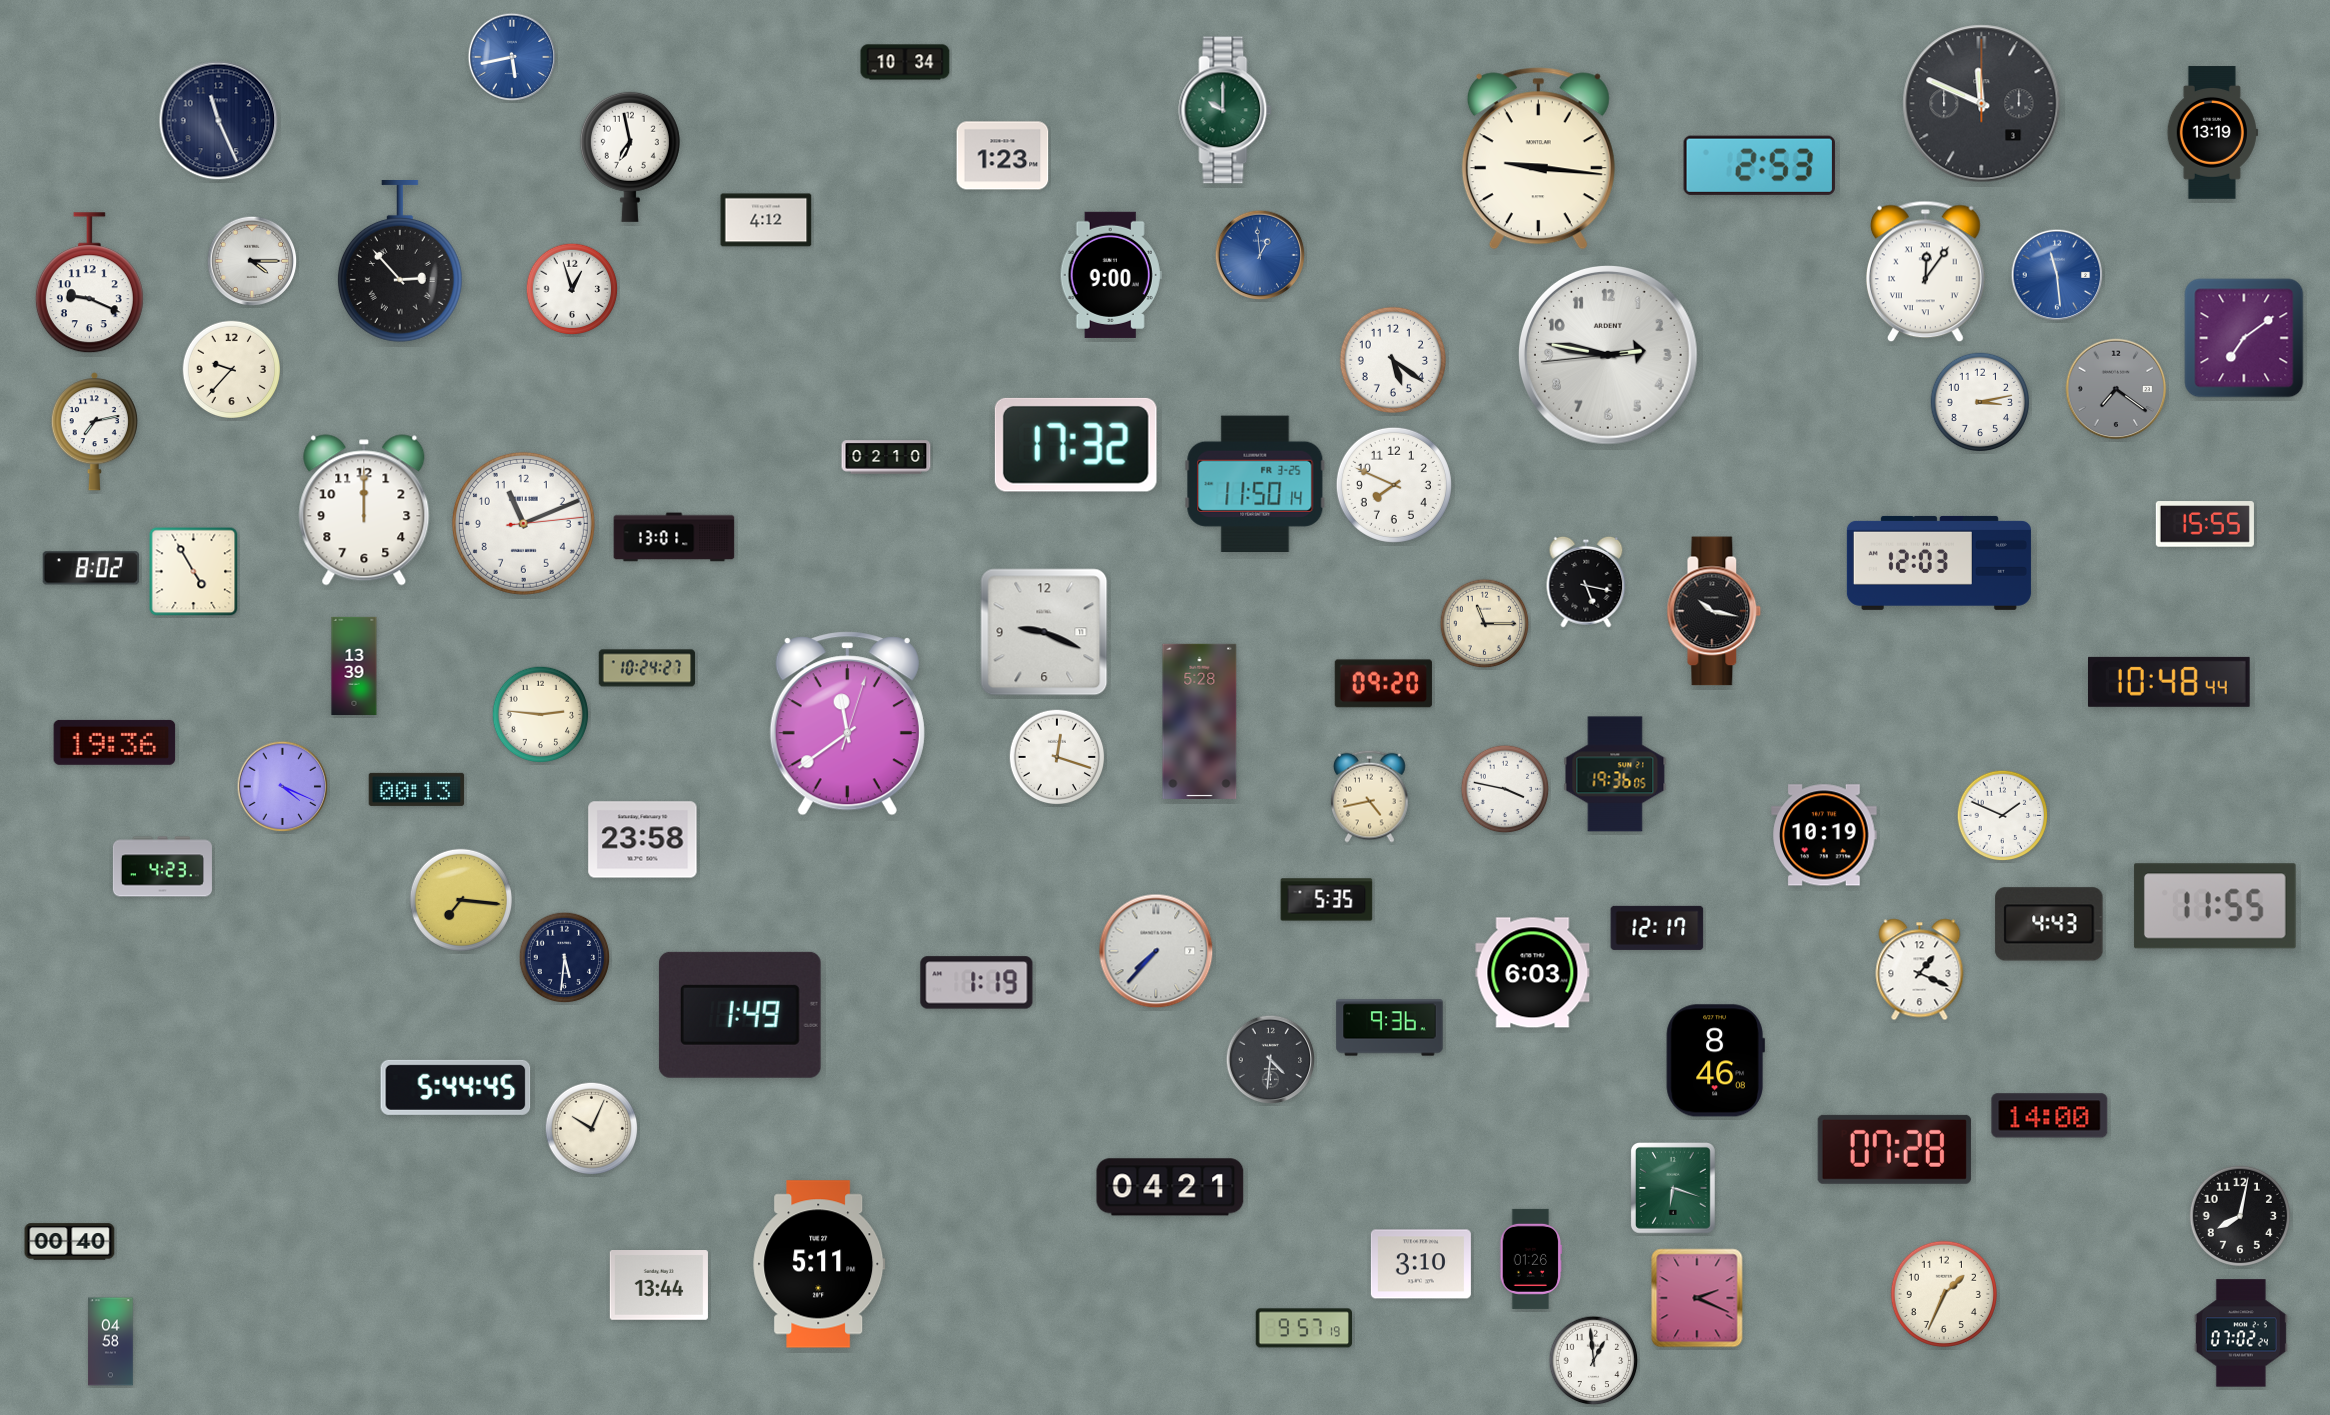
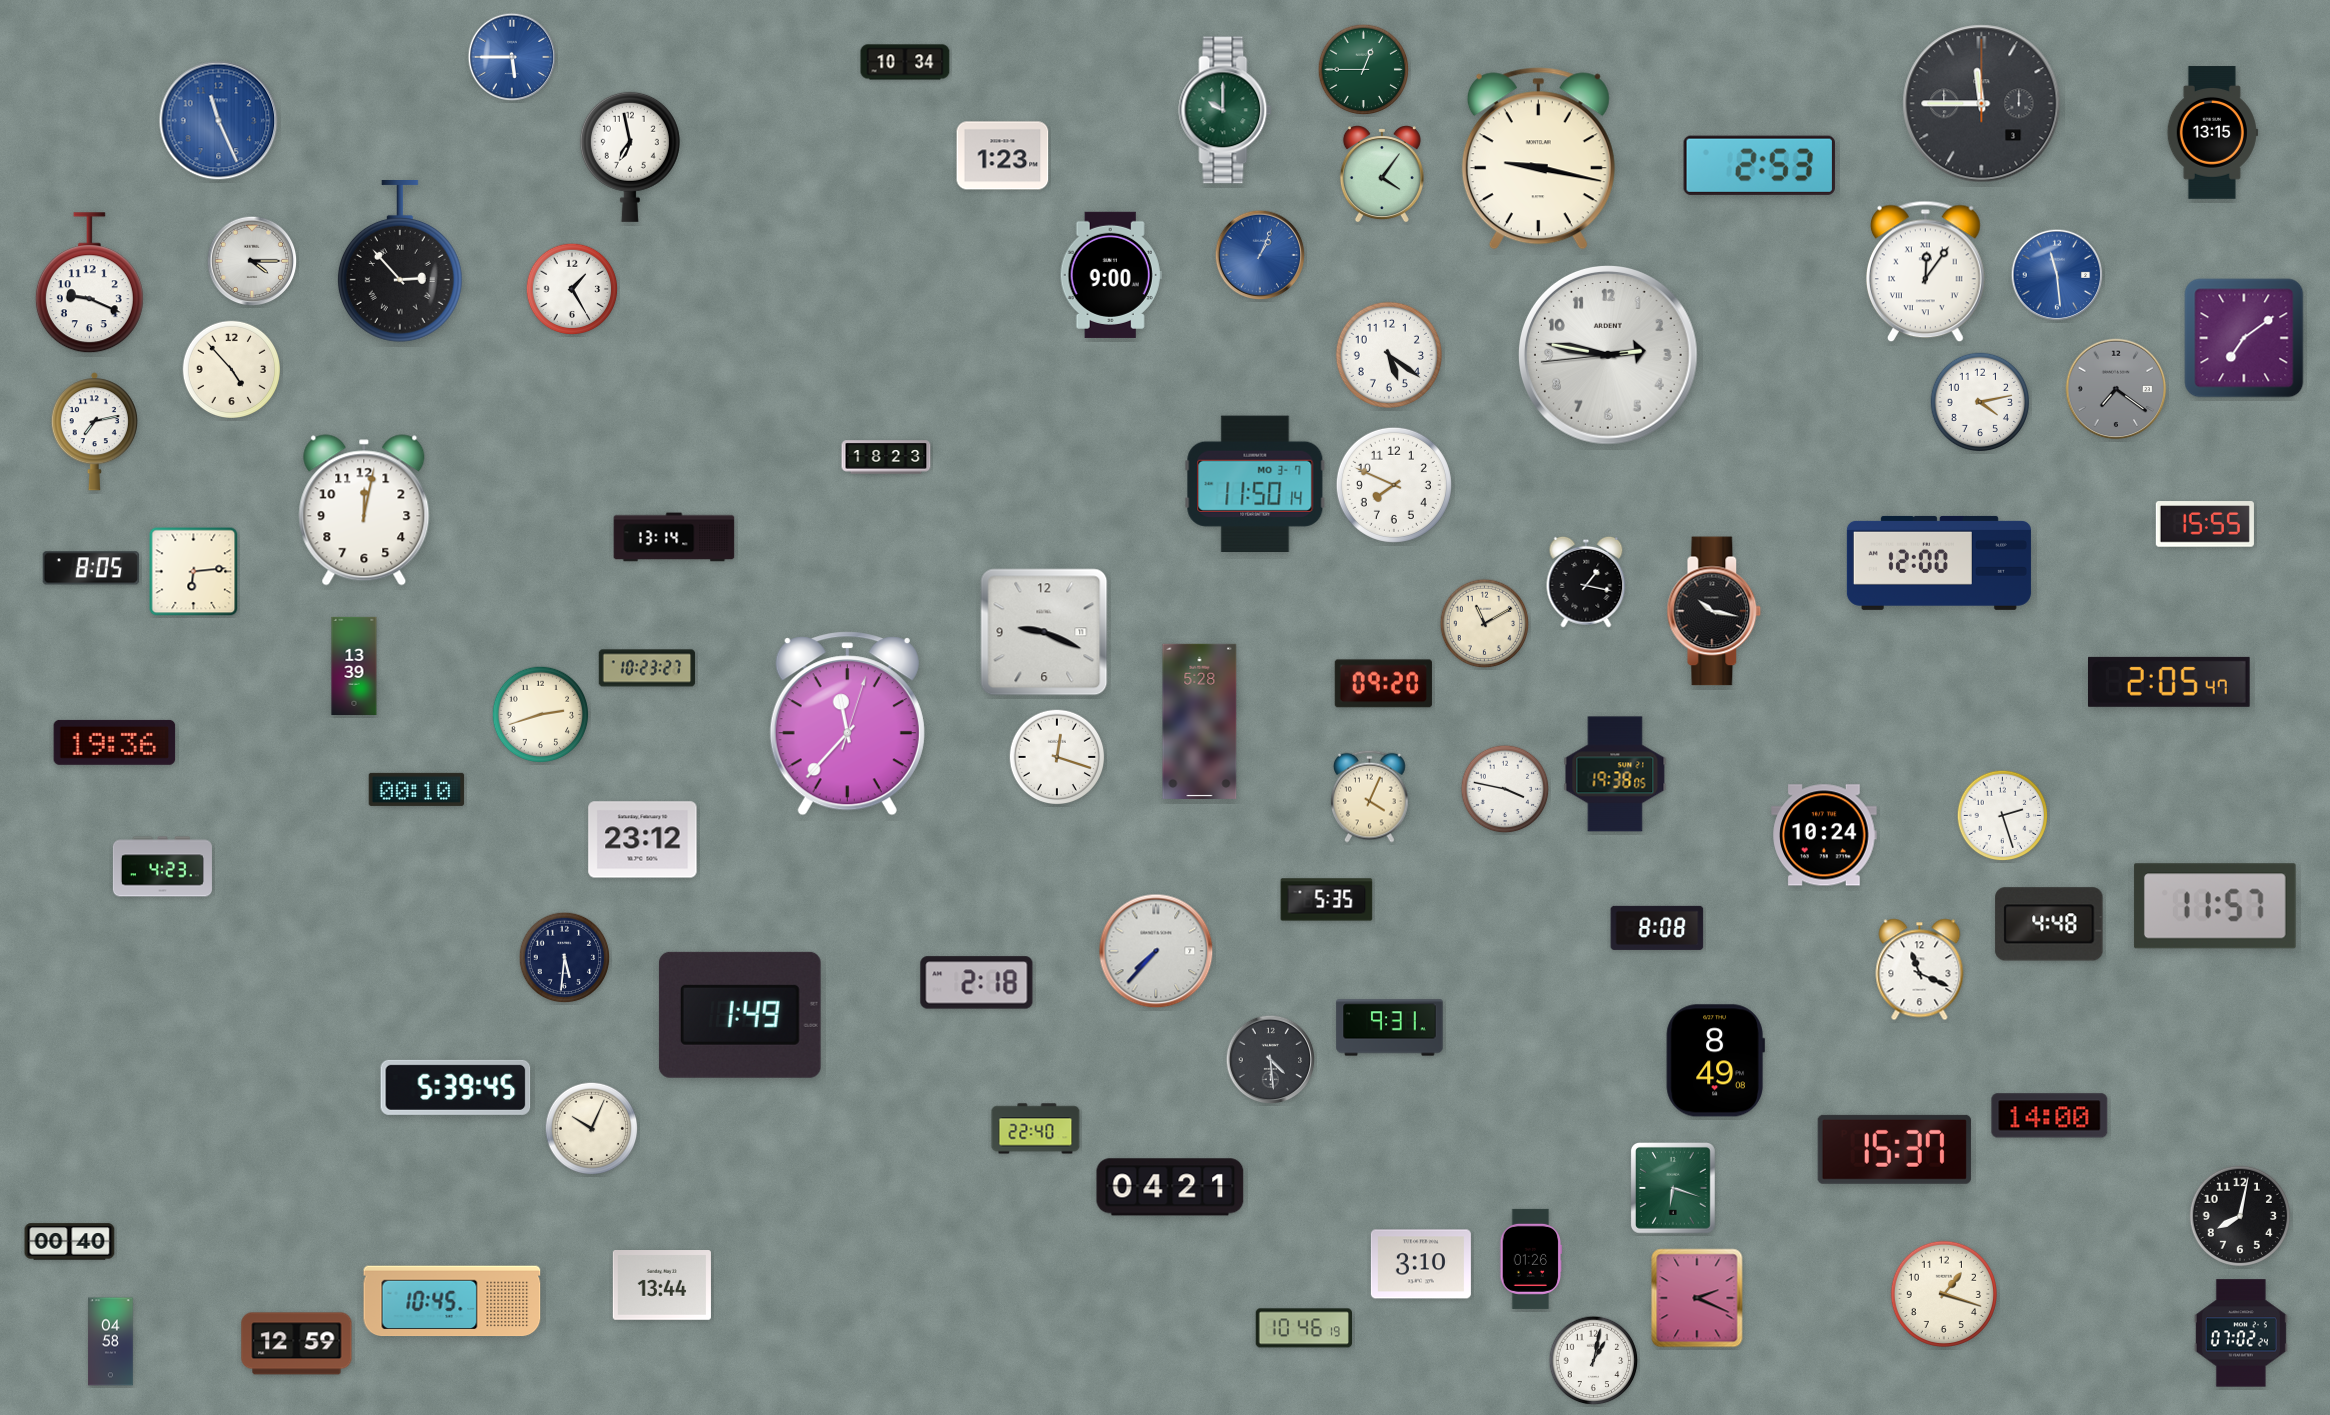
clock at (512, 57): 5:43 -> 5:45
clock at (1364, 70): none -> 12:45
clock at (1982, 104): 11:49 -> 11:45
clock at (219, 121) dial: navy -> blue
clock at (2212, 133): 13:19 -> 13:15
clock at (1538, 159): 9:16 -> 9:17
clock at (1382, 174): none -> 4:06
clock at (766, 220): 4:12 -> none
clock at (1260, 255): 12:59 -> 1:04
clock at (572, 289): 12:57 -> 1:25
clock at (1393, 360) position: (1393, 360) -> (1389, 355)
clock at (231, 369): 9:37 -> 4:53
clock at (1979, 401): 3:13 -> 4:13
clock at (1076, 445): 17:32 -> none
clock at (886, 457): 02:10 -> 18:23
clock at (1255, 483) date: FR 3-25 -> MO 3-7
clock at (364, 510): 12:00 -> 12:02
clock at (523, 523): 11:11 -> none
clock at (674, 537): 13:01 -> 13:14
clock at (1939, 563): 12:03 -> 12:00
clock at (90, 568): 8:02 -> 8:05
clock at (194, 572): 4:55 -> 6:14
clock at (1586, 582): 5:17 -> 1:17
clock at (1485, 624): 11:15 -> 11:10
clock at (647, 668): 10:24 -> 10:23
clock at (2170, 682): 10:48 -> 2:05
clock at (541, 715): 2:46 -> 2:42
clock at (847, 724): 11:39 -> 11:37
clock at (1615, 774): 19:36 -> 19:38
clock at (283, 787): 4:19 -> none
clock at (417, 789): 00:13 -> 00:10
clock at (1370, 796): 4:43 -> 4:04
clock at (2003, 816): 1:49 -> 2:27
clock at (1824, 835): 10:19 -> 10:24
clock at (643, 840): 23:58 -> 23:12
clock at (460, 899): 7:16 -> none
clock at (2215, 906): 11:55 -> 11:57
clock at (2049, 924): 4:43 -> 4:48
clock at (1657, 928): 12:17 -> 8:08
clock at (1920, 970): 1:19 -> 11:19
clock at (1533, 973): 6:03 -> none
clock at (977, 983): 1:19 -> 2:18
clock at (1390, 1028): 9:36 -> 9:31
clock at (1271, 1060): 4:31 -> 4:29
clock at (1715, 1061): 8:46 -> 8:49
clock at (456, 1087): 5:44 -> 5:39
clock at (1036, 1129): none -> 22:40
clock at (1894, 1149): 07:28 -> 15:37
clock at (819, 1264): 5:11 -> none
clock at (659, 1286) position: (659, 1286) -> (662, 1286)
clock at (1944, 1294): 1:34 -> 1:18
clock at (452, 1301): none -> 10:45
clock at (1303, 1328): 9:57 -> 10:46
clock at (297, 1344): none -> 12:59
clock at (1594, 1361): 12:59 -> 1:02
